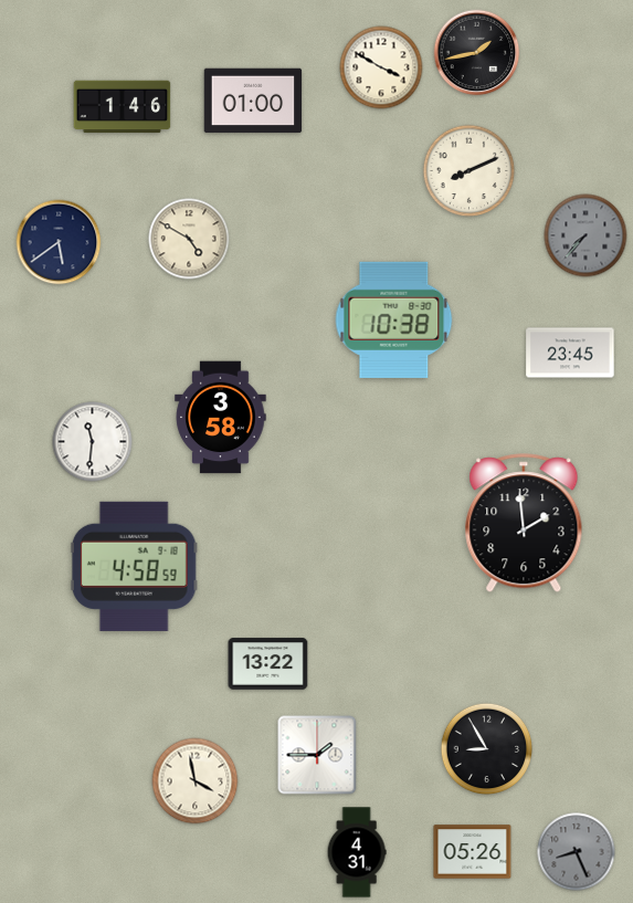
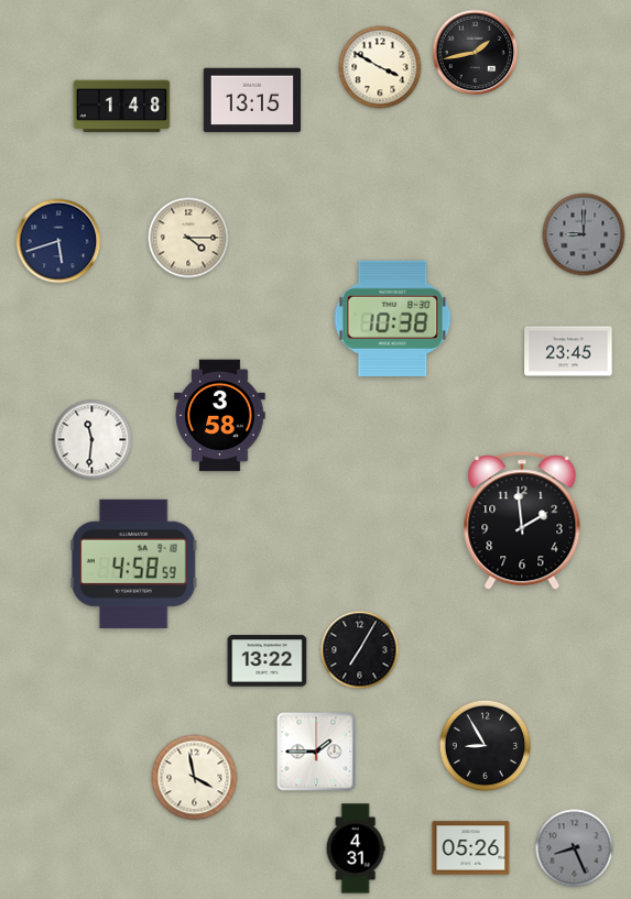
clock at (253, 101): 01:00 -> 13:15
clock at (123, 107): 1:46 -> 1:48
clock at (470, 171): 8:11 -> none
clock at (585, 235): 7:37 -> 9:00
clock at (189, 239): 4:50 -> 4:15
clock at (59, 242): 5:39 -> 5:42
clock at (360, 650): none -> 7:05
